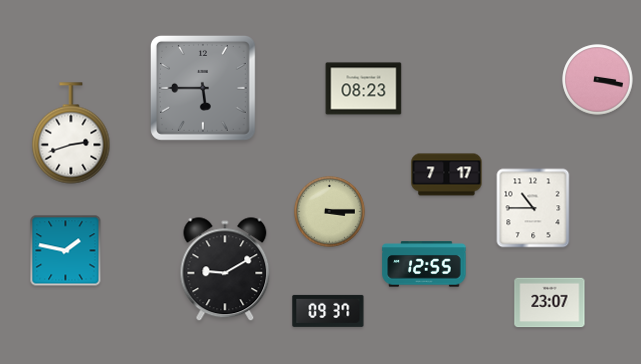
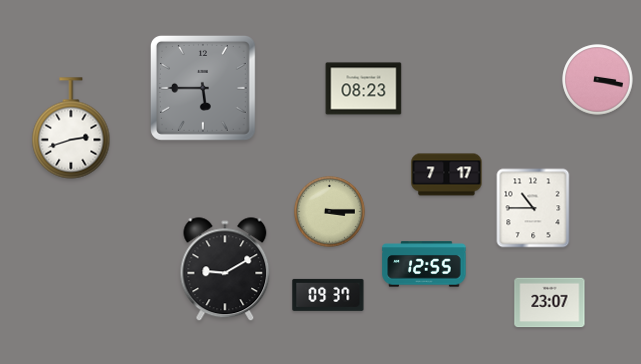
clock at (71, 133) position: (71, 133) -> (71, 128)
clock at (66, 251): 1:47 -> none
clock at (328, 311) position: (328, 311) -> (328, 295)
